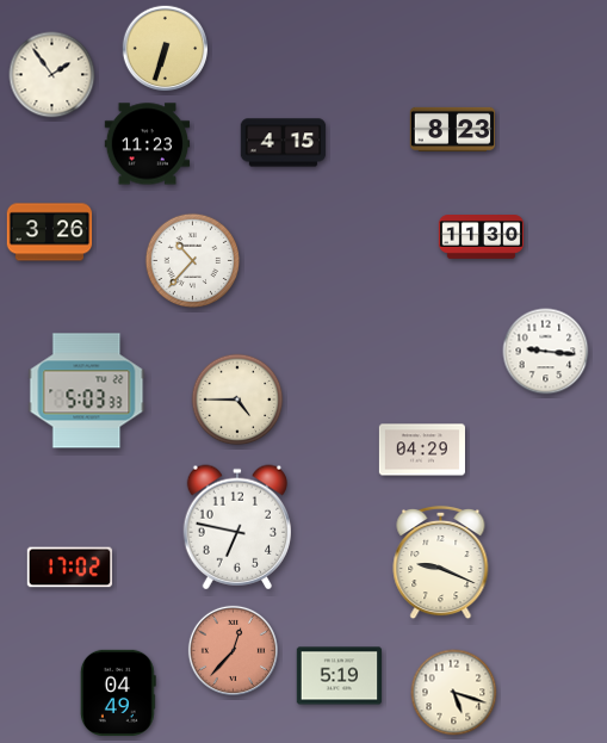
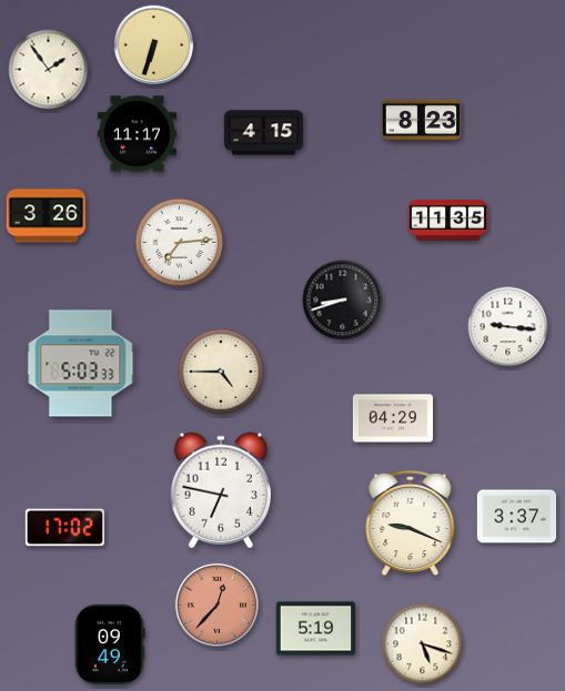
clock at (148, 144): 11:23 -> 11:17
clock at (482, 237): 11:30 -> 11:35
clock at (193, 261): 10:37 -> 7:14
clock at (343, 301): none -> 8:42
clock at (517, 517): none -> 3:37
clock at (118, 693): 04:49 -> 09:49
